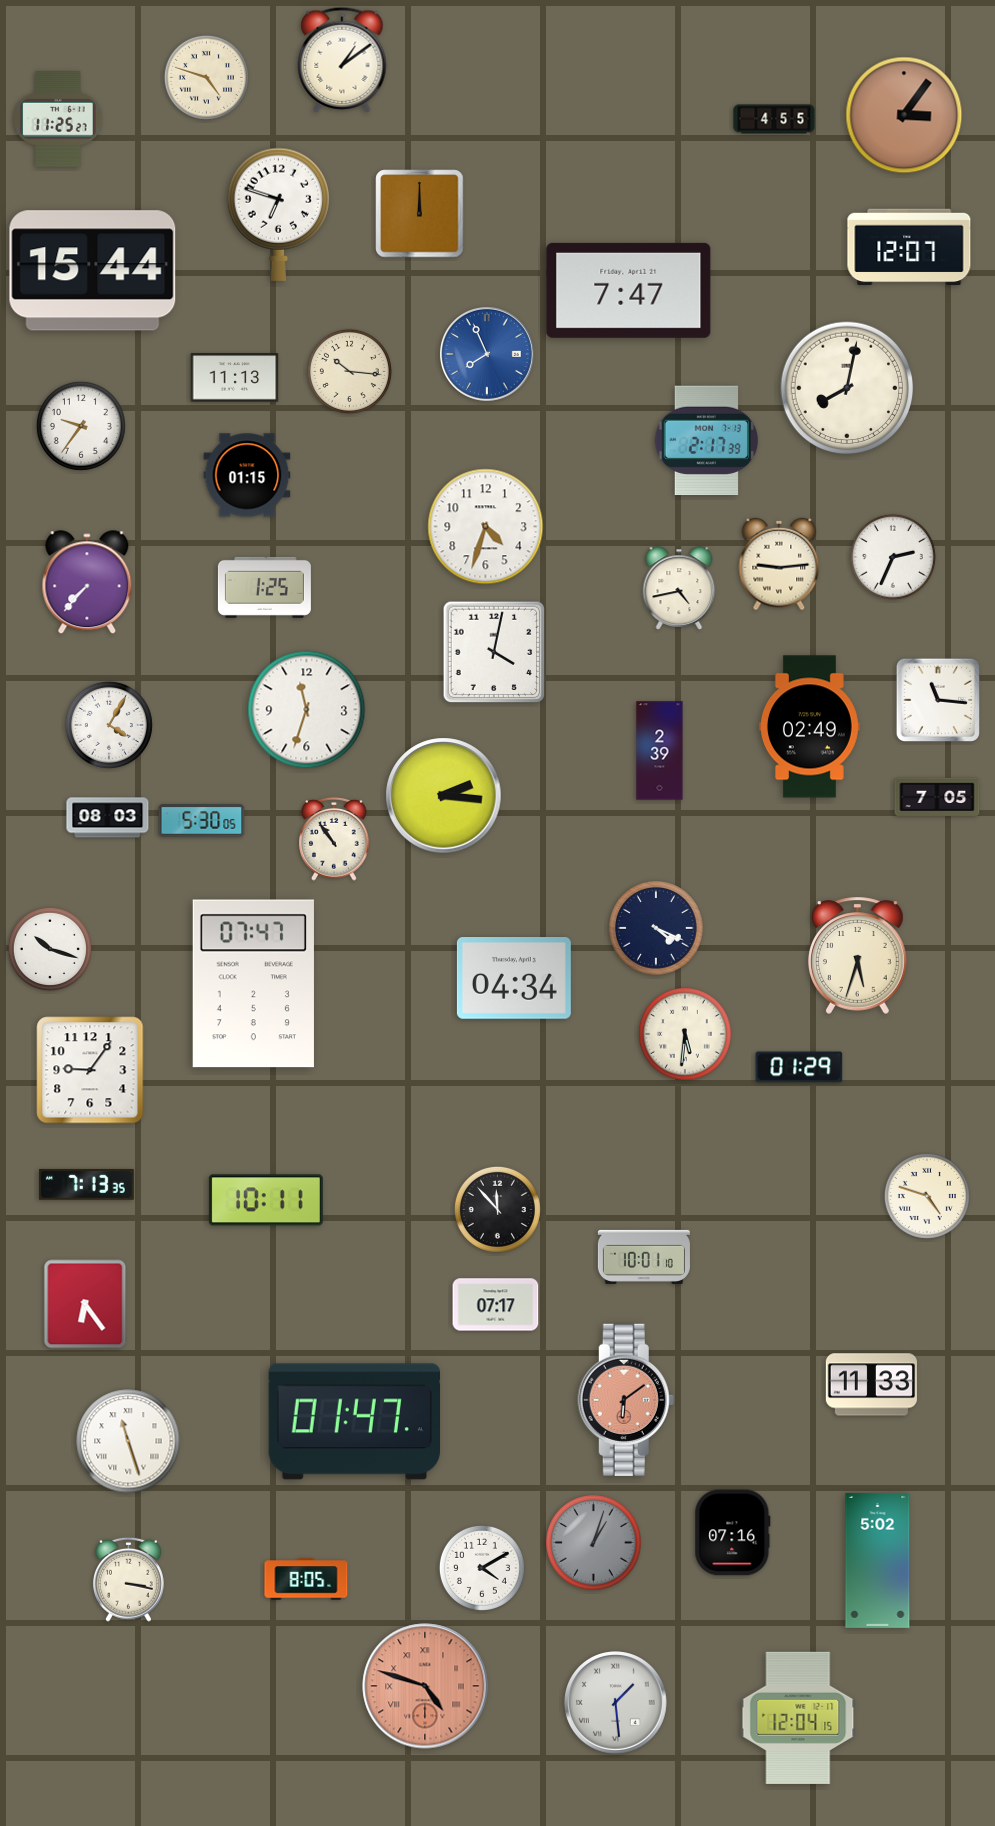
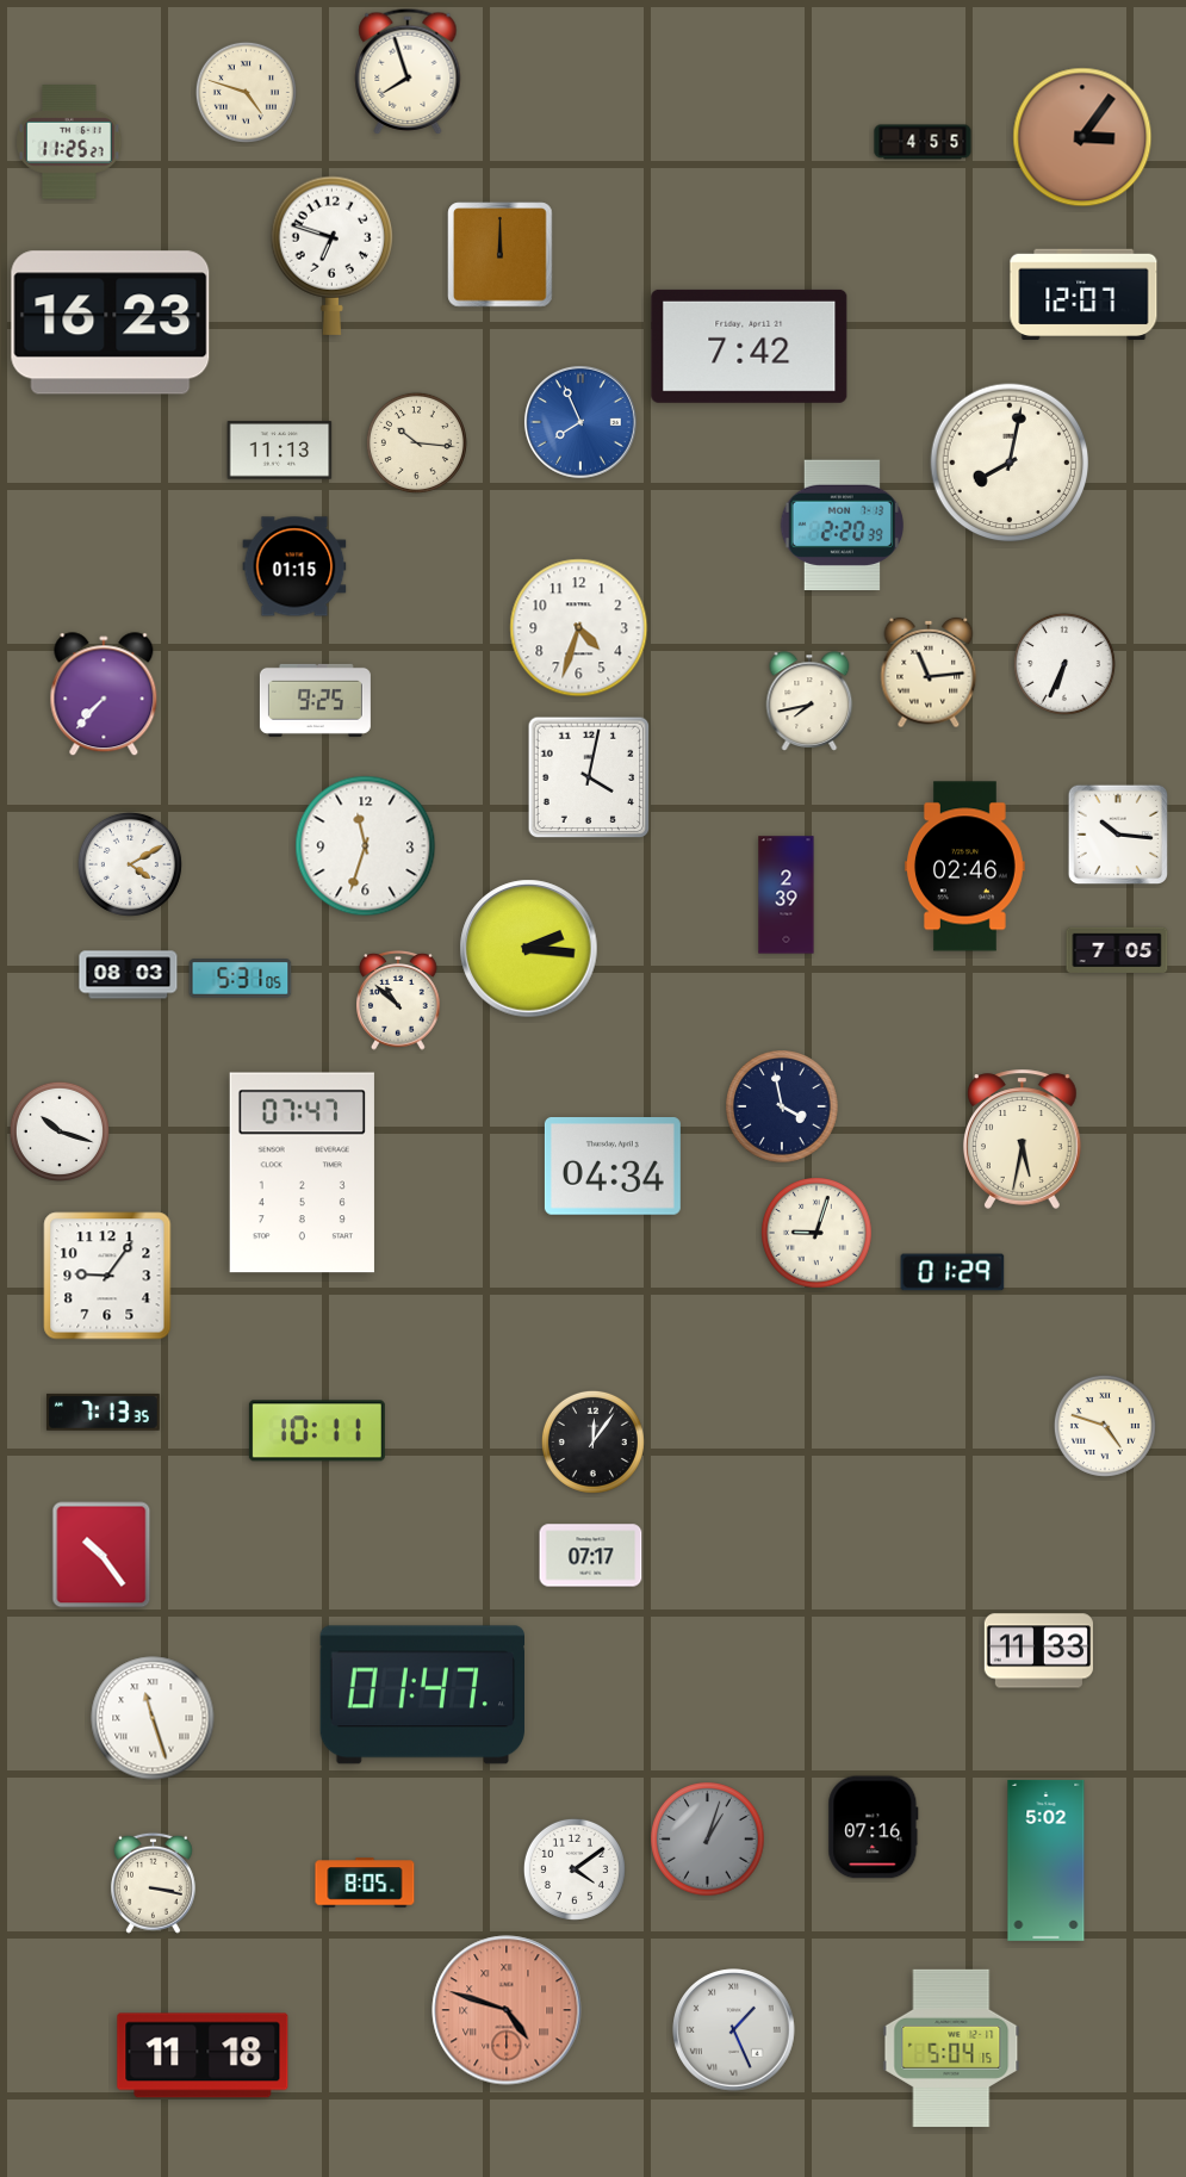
clock at (342, 60): 1:09 -> 7:57
clock at (904, 115) position: (904, 115) -> (1082, 137)
clock at (93, 271): 15:44 -> 16:23
clock at (629, 290): 7:47 -> 7:42
clock at (81, 426): 9:36 -> none
clock at (706, 441): 2:17 -> 2:20
clock at (893, 557): 2:34 -> 6:34
clock at (779, 564): 9:14 -> 11:14
clock at (264, 587): 1:25 -> 9:25
clock at (679, 588): 4:43 -> 7:43
clock at (938, 700): 11:16 -> 10:16
clock at (109, 725): 4:05 -> 4:10
clock at (810, 727): 02:49 -> 02:46
clock at (202, 821): 5:30 -> 5:31
clock at (334, 839): 10:54 -> 10:52
clock at (656, 928): 4:19 -> 3:58
clock at (858, 955): 5:33 -> 5:32
clock at (686, 1035): 5:31 -> 9:03
clock at (497, 1209): 11:53 -> 12:06
clock at (644, 1257): 10:01 -> none
clock at (85, 1304): 6:24 -> 10:24
clock at (626, 1400): 6:09 -> none
clock at (482, 1568): 4:10 -> 4:09
clock at (616, 1703): 1:29 -> 1:26
clock at (798, 1718): 12:04 -> 5:04
clock at (203, 2055): none -> 11:18
